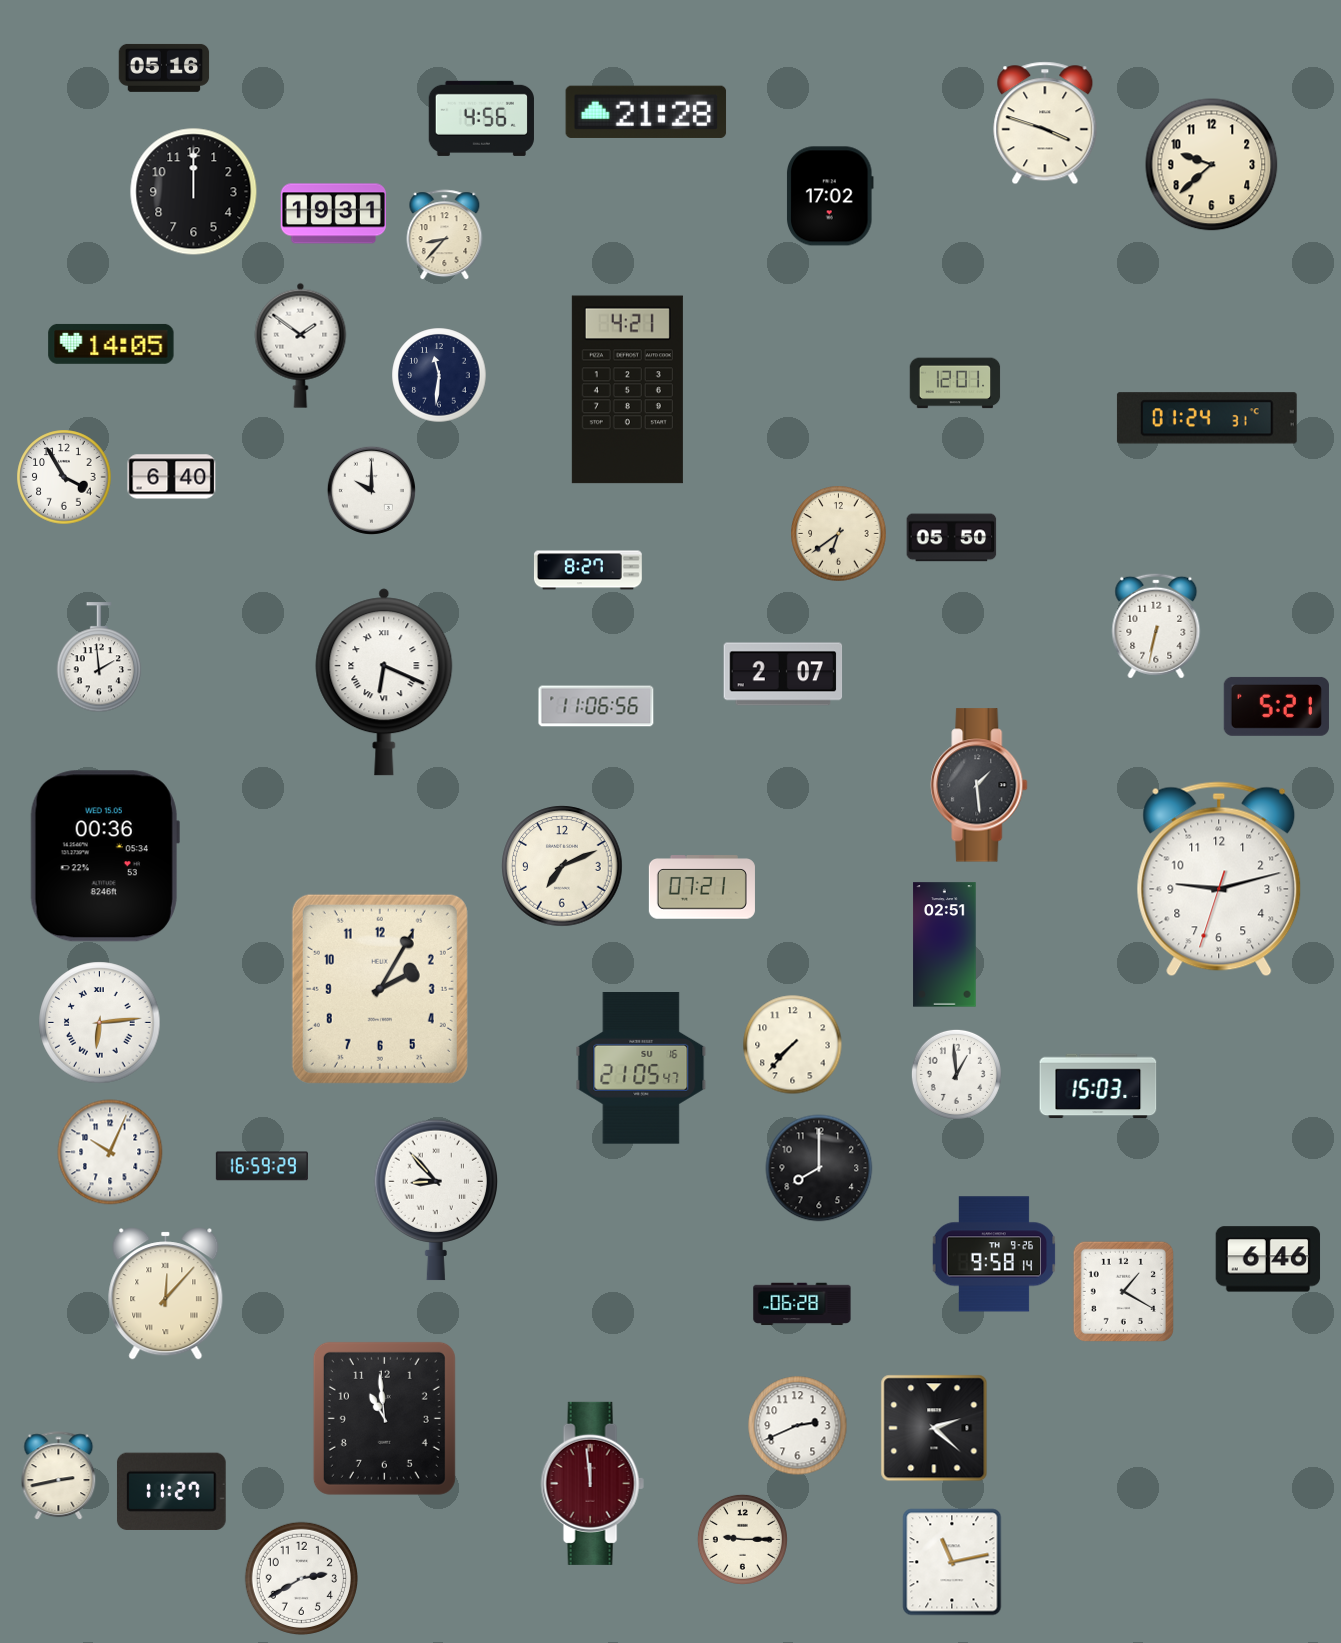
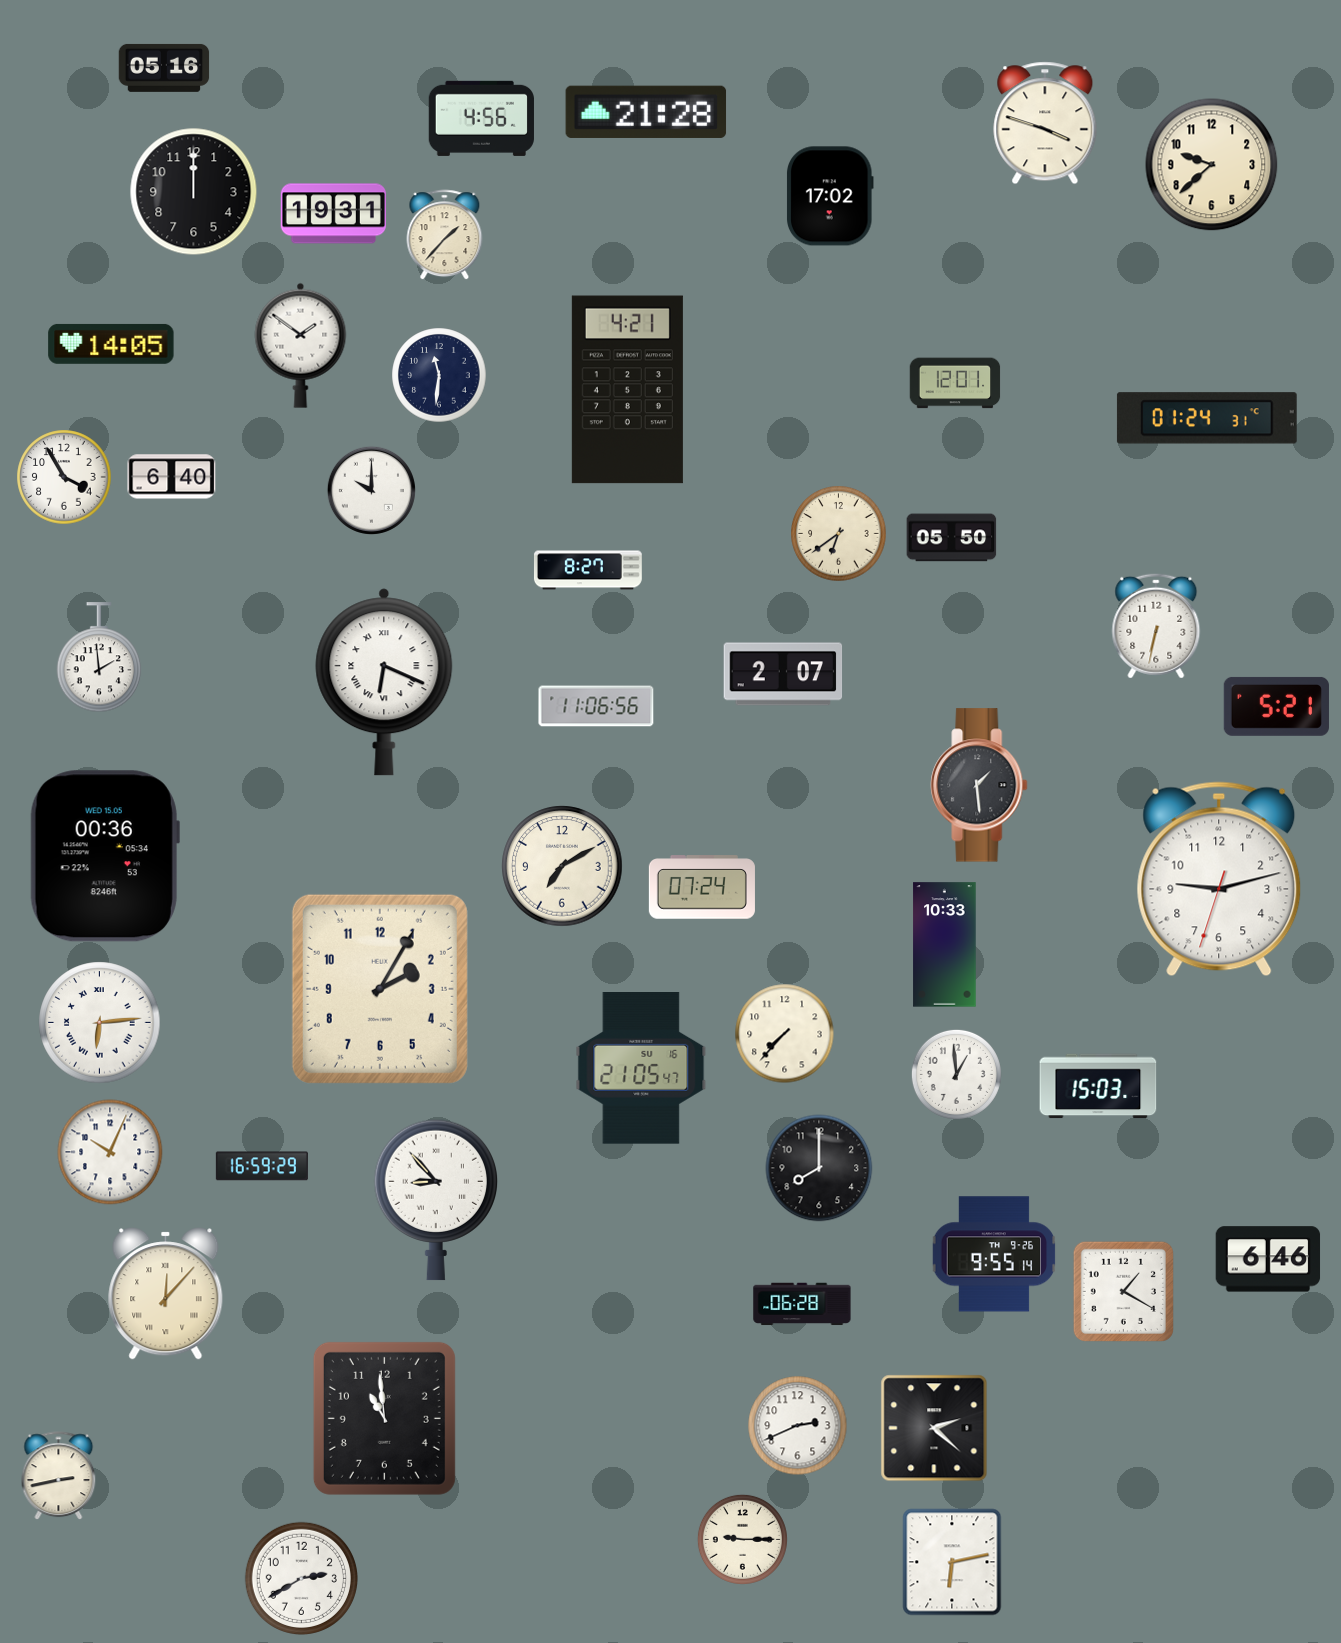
clock at (445, 235): 8:37 -> 1:37
clock at (562, 866): 7:11 -> 7:10
clock at (702, 887): 07:21 -> 07:24
clock at (945, 945): 02:51 -> 10:33
clock at (793, 1045) position: (793, 1045) -> (785, 1034)
clock at (994, 1254): 9:58 -> 9:55
clock at (592, 1483): 11:59 -> none
clock at (171, 1491): 11:27 -> none
clock at (952, 1562): 11:13 -> 6:13
